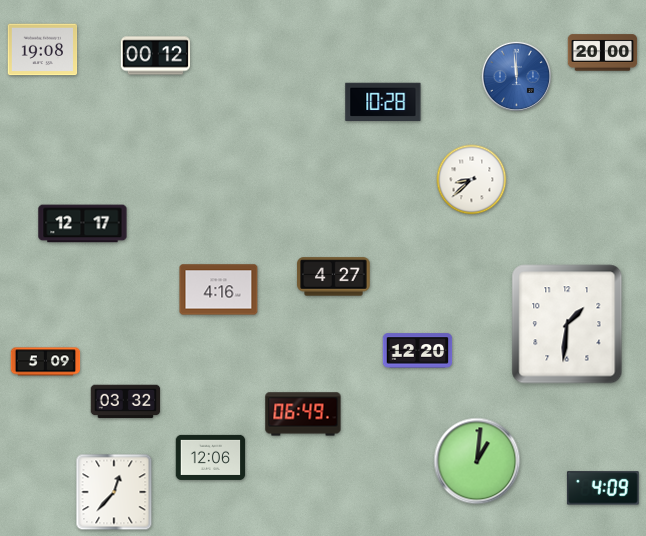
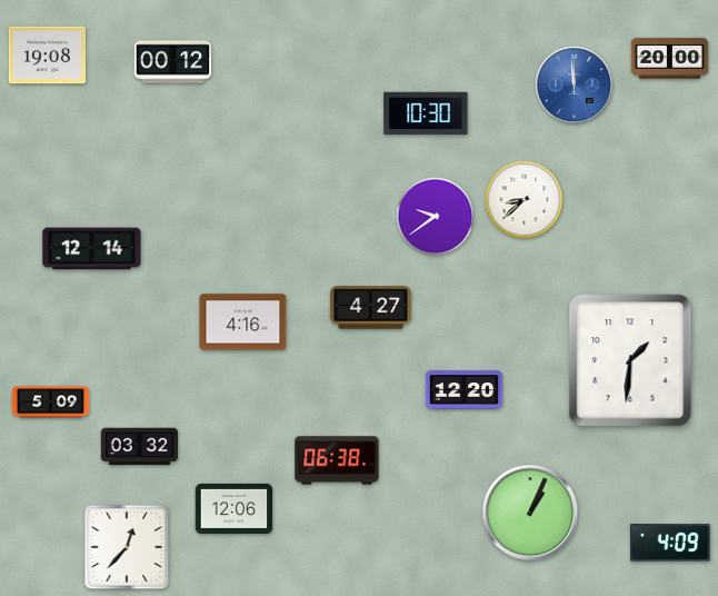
clock at (383, 102): 10:28 -> 10:30
clock at (436, 217): none -> 9:39
clock at (83, 224): 12:17 -> 12:14
clock at (303, 414): 06:49 -> 06:38
clock at (477, 461): 1:01 -> 1:04
